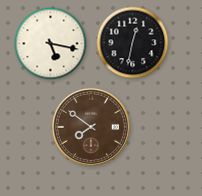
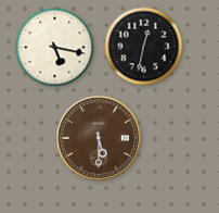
clock at (91, 127): 7:51 -> 5:30
